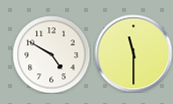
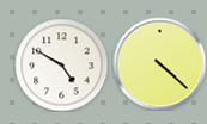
clock at (133, 53): 11:30 -> 4:22
